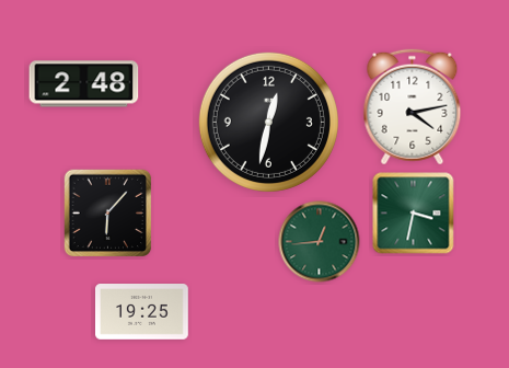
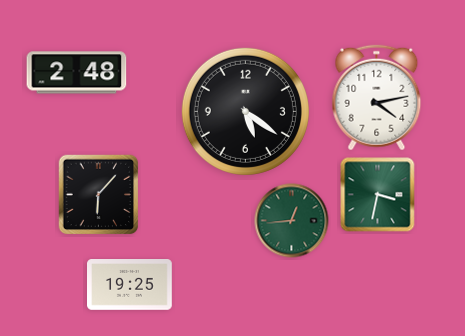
clock at (84, 84) position: (84, 84) -> (77, 73)
clock at (268, 122): 12:32 -> 5:21
